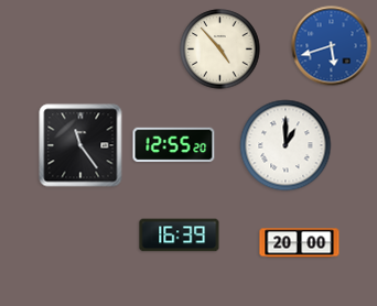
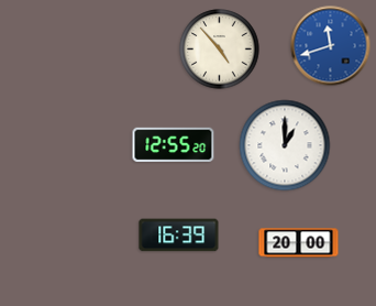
clock at (332, 46): 5:42 -> 11:42
clock at (80, 145): 11:24 -> none
